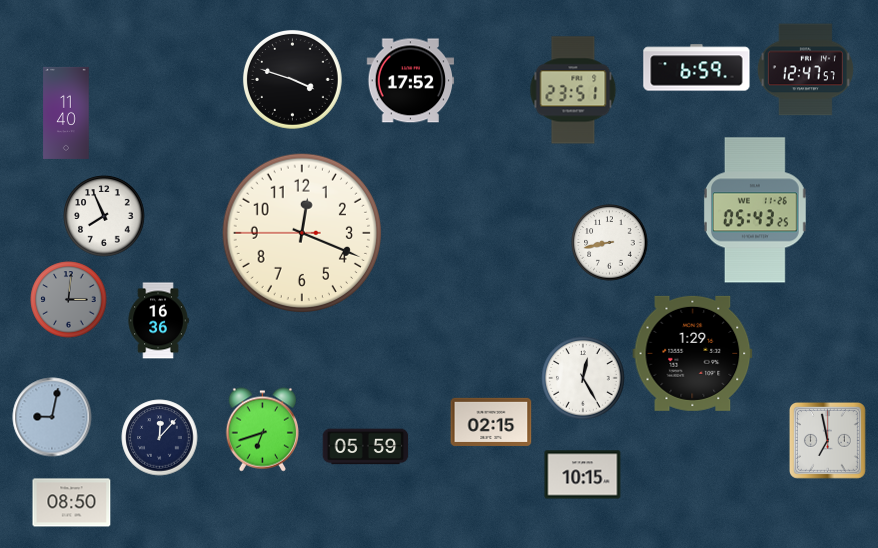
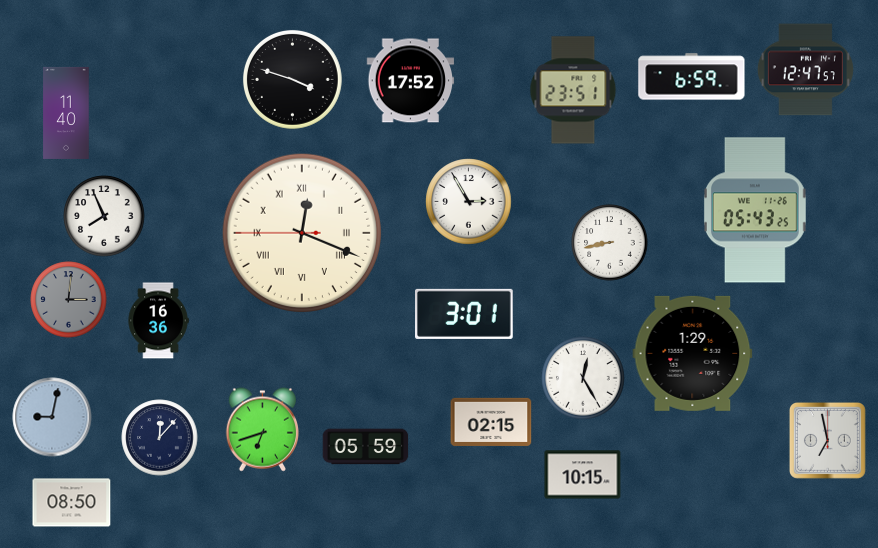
clock at (697, 68) position: (697, 68) -> (692, 77)
clock at (469, 202): none -> 2:55
clock at (301, 232) numerals: Arabic -> Roman
clock at (465, 314): none -> 3:01
